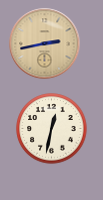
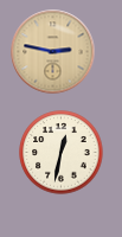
clock at (45, 44): 2:43 -> 2:47
